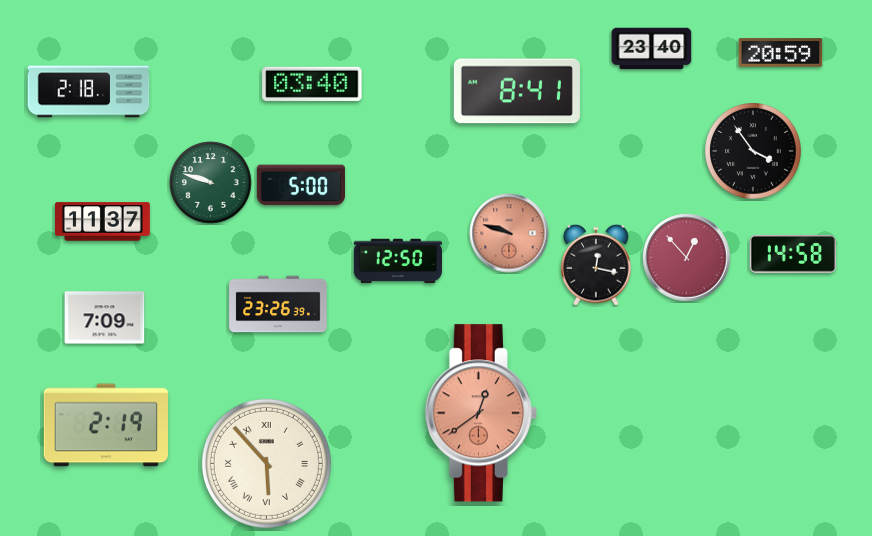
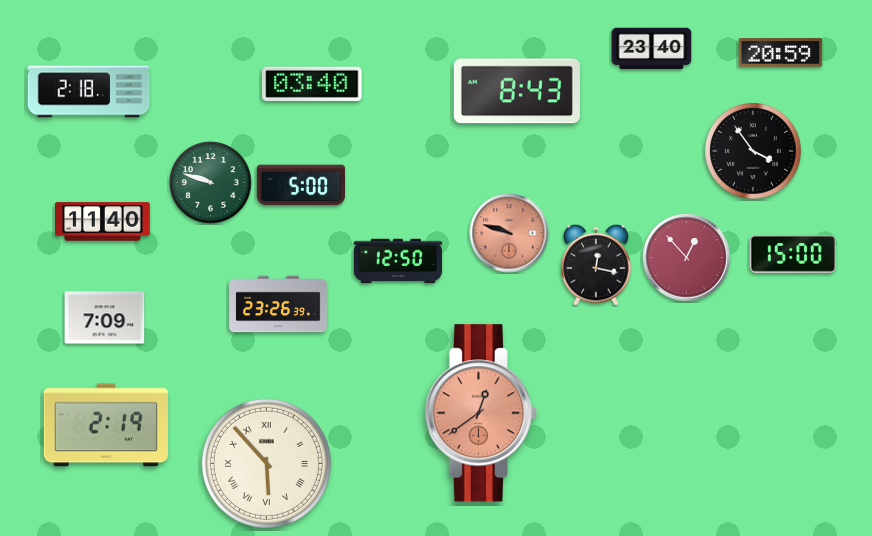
clock at (517, 91): 8:41 -> 8:43
clock at (103, 222): 11:37 -> 11:40
clock at (793, 254): 14:58 -> 15:00
